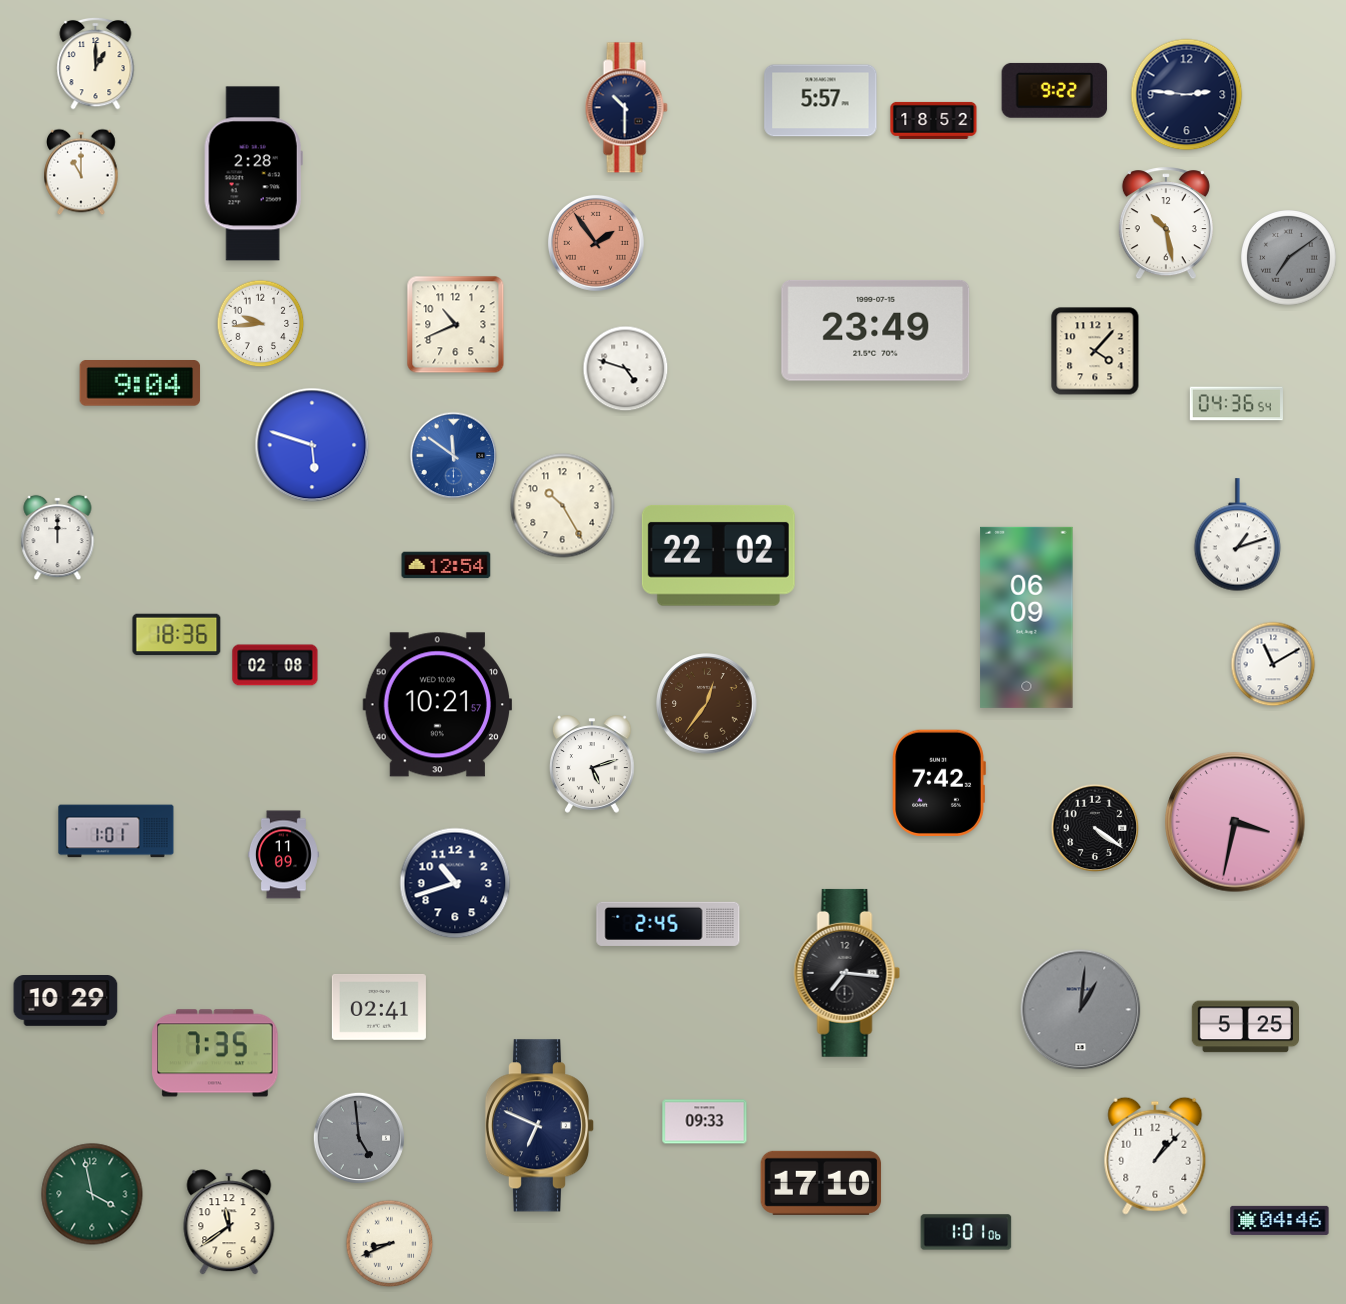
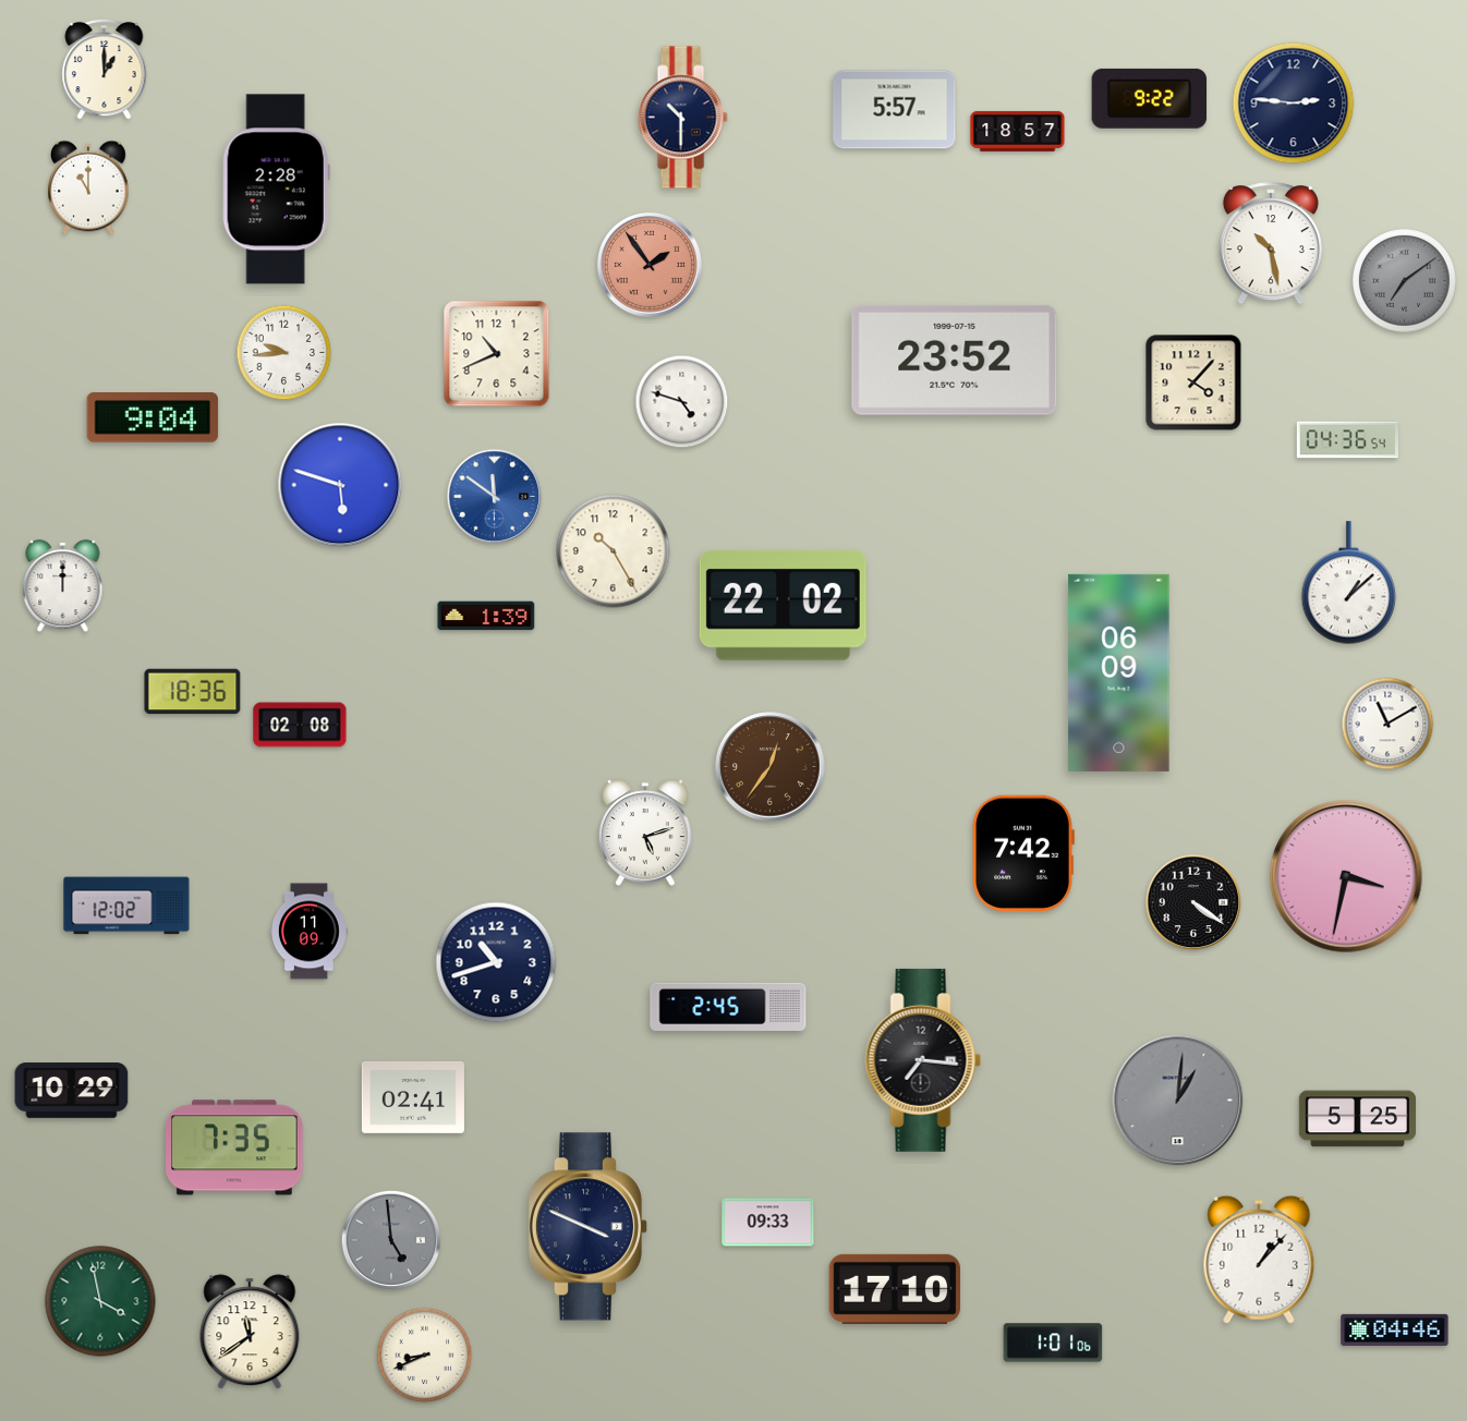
clock at (934, 120): 18:52 -> 18:57
clock at (876, 330): 23:49 -> 23:52
clock at (1238, 535): 1:12 -> 1:08
clock at (446, 565): 12:54 -> 1:39
clock at (437, 705): 10:21 -> none
clock at (1235, 822) position: (1235, 822) -> (1346, 876)
clock at (116, 831): 1:01 -> 12:02
clock at (540, 1126): 6:49 -> 3:49
